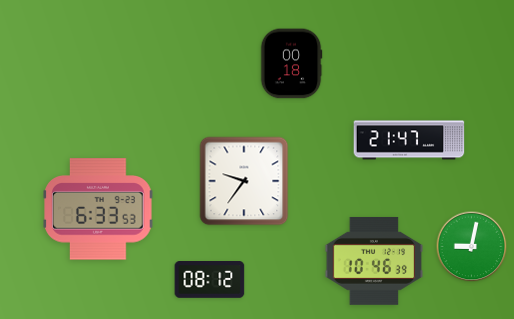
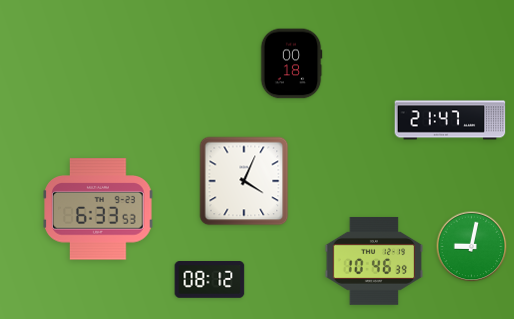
clock at (409, 140) position: (409, 140) -> (450, 120)
clock at (244, 181): 9:36 -> 4:04
